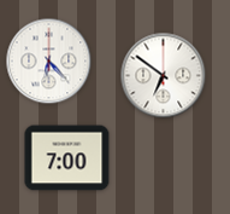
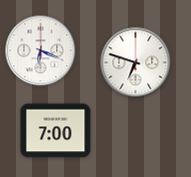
clock at (49, 62): 6:23 -> 6:19
clock at (164, 76): 6:51 -> 6:48
